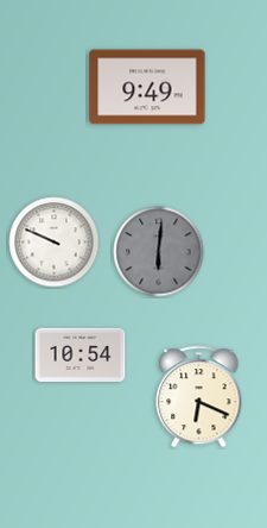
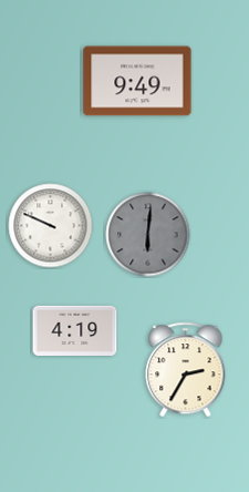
clock at (81, 354): 10:54 -> 4:19
clock at (199, 397): 6:19 -> 2:35
